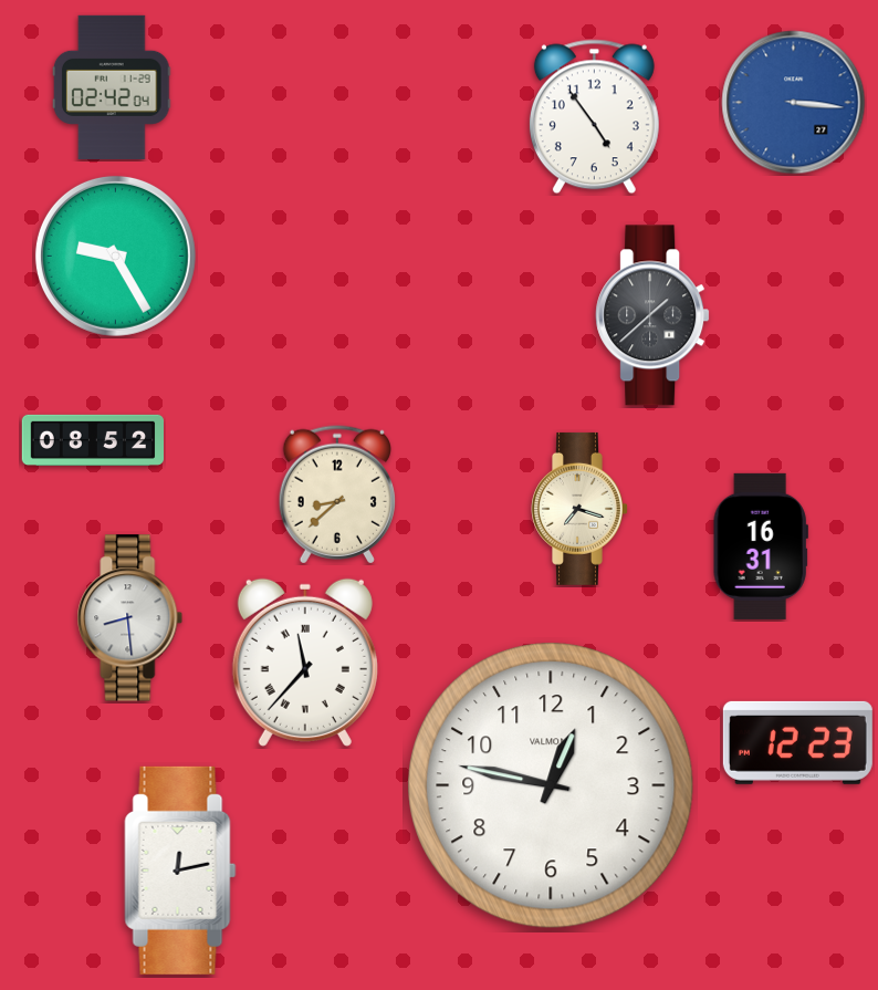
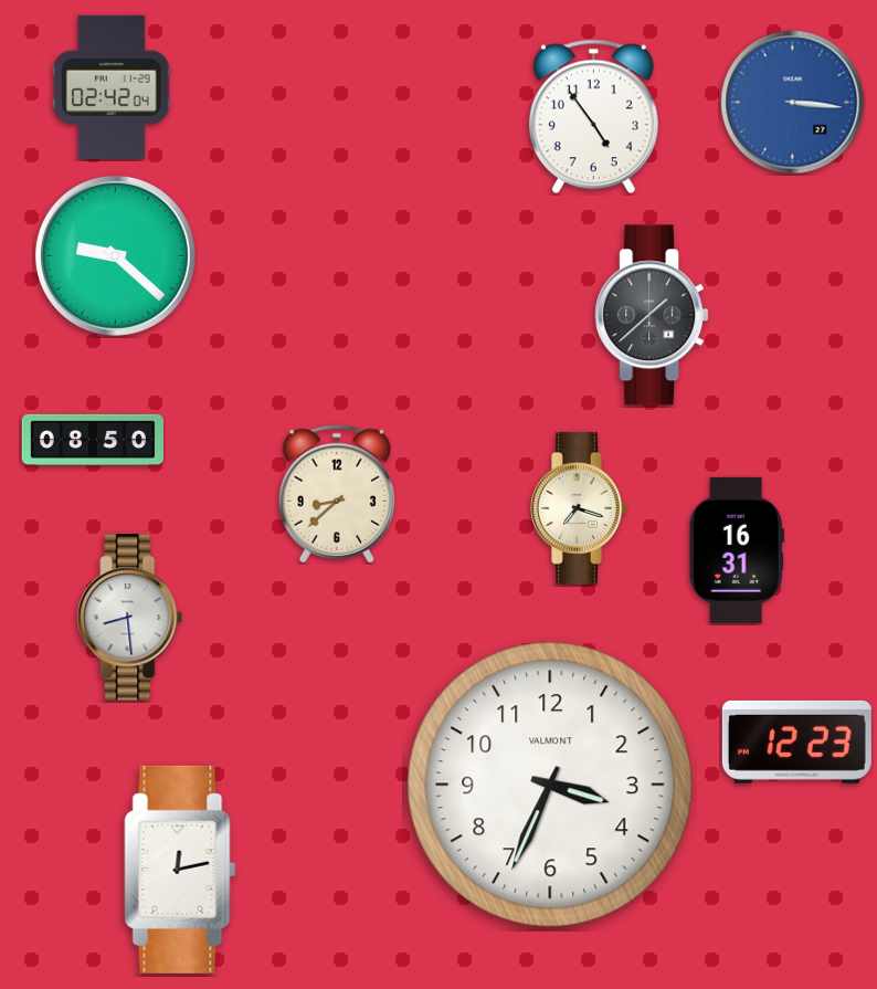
clock at (115, 256): 9:25 -> 9:22
clock at (92, 440): 08:52 -> 08:50
clock at (761, 546) position: (761, 546) -> (737, 550)
clock at (305, 663): 11:37 -> none
clock at (551, 785): 12:47 -> 3:34
